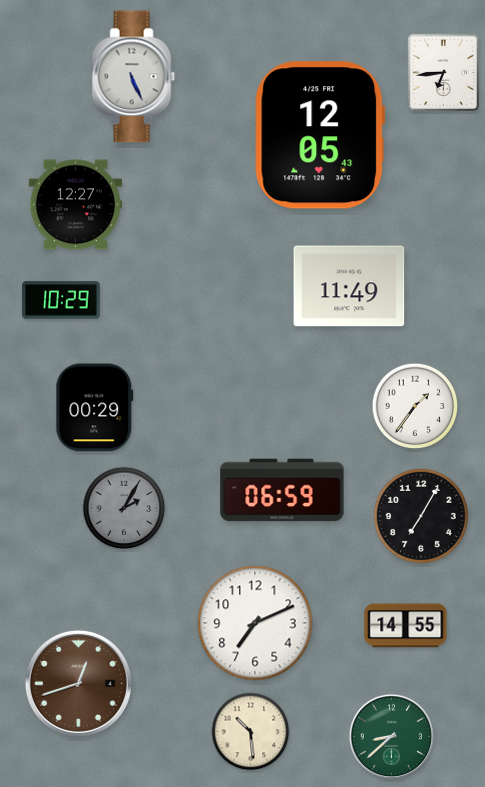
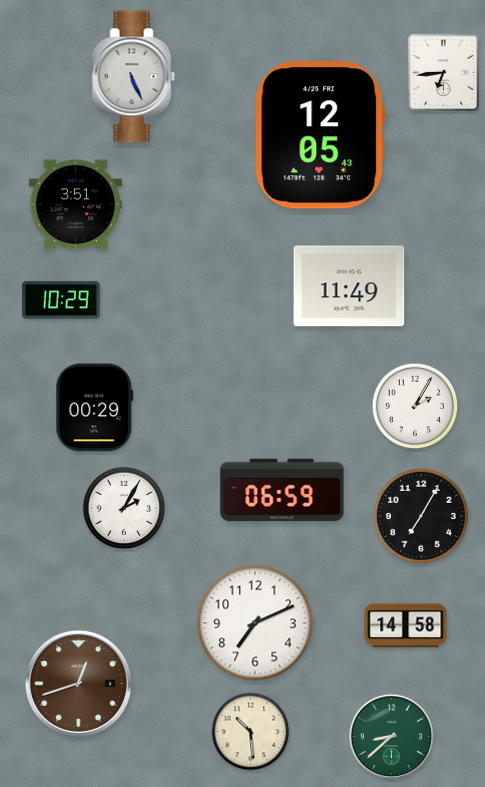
clock at (75, 205): 12:27 -> 3:51
clock at (415, 406): 1:36 -> 2:05
clock at (124, 508) dial: grey -> white
clock at (406, 626): 14:55 -> 14:58
